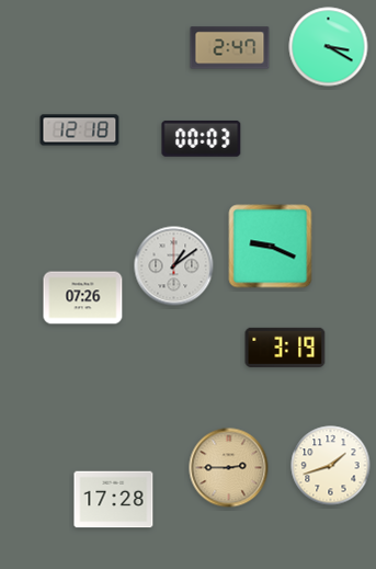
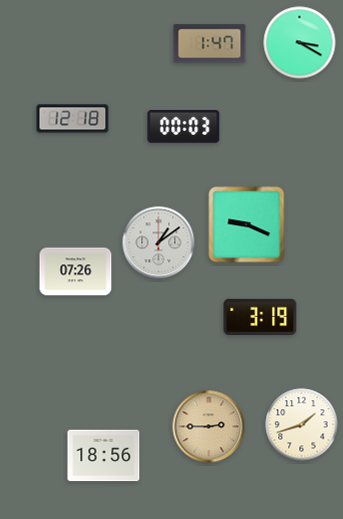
clock at (230, 48): 2:47 -> 1:47
clock at (114, 500): 17:28 -> 18:56
